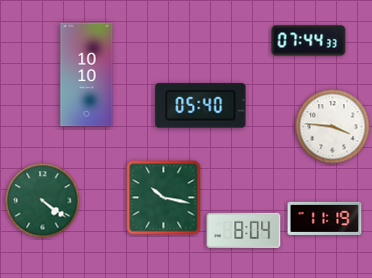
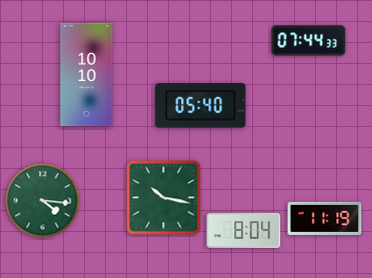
clock at (333, 127): 3:46 -> none
clock at (43, 201): 4:21 -> 4:16
